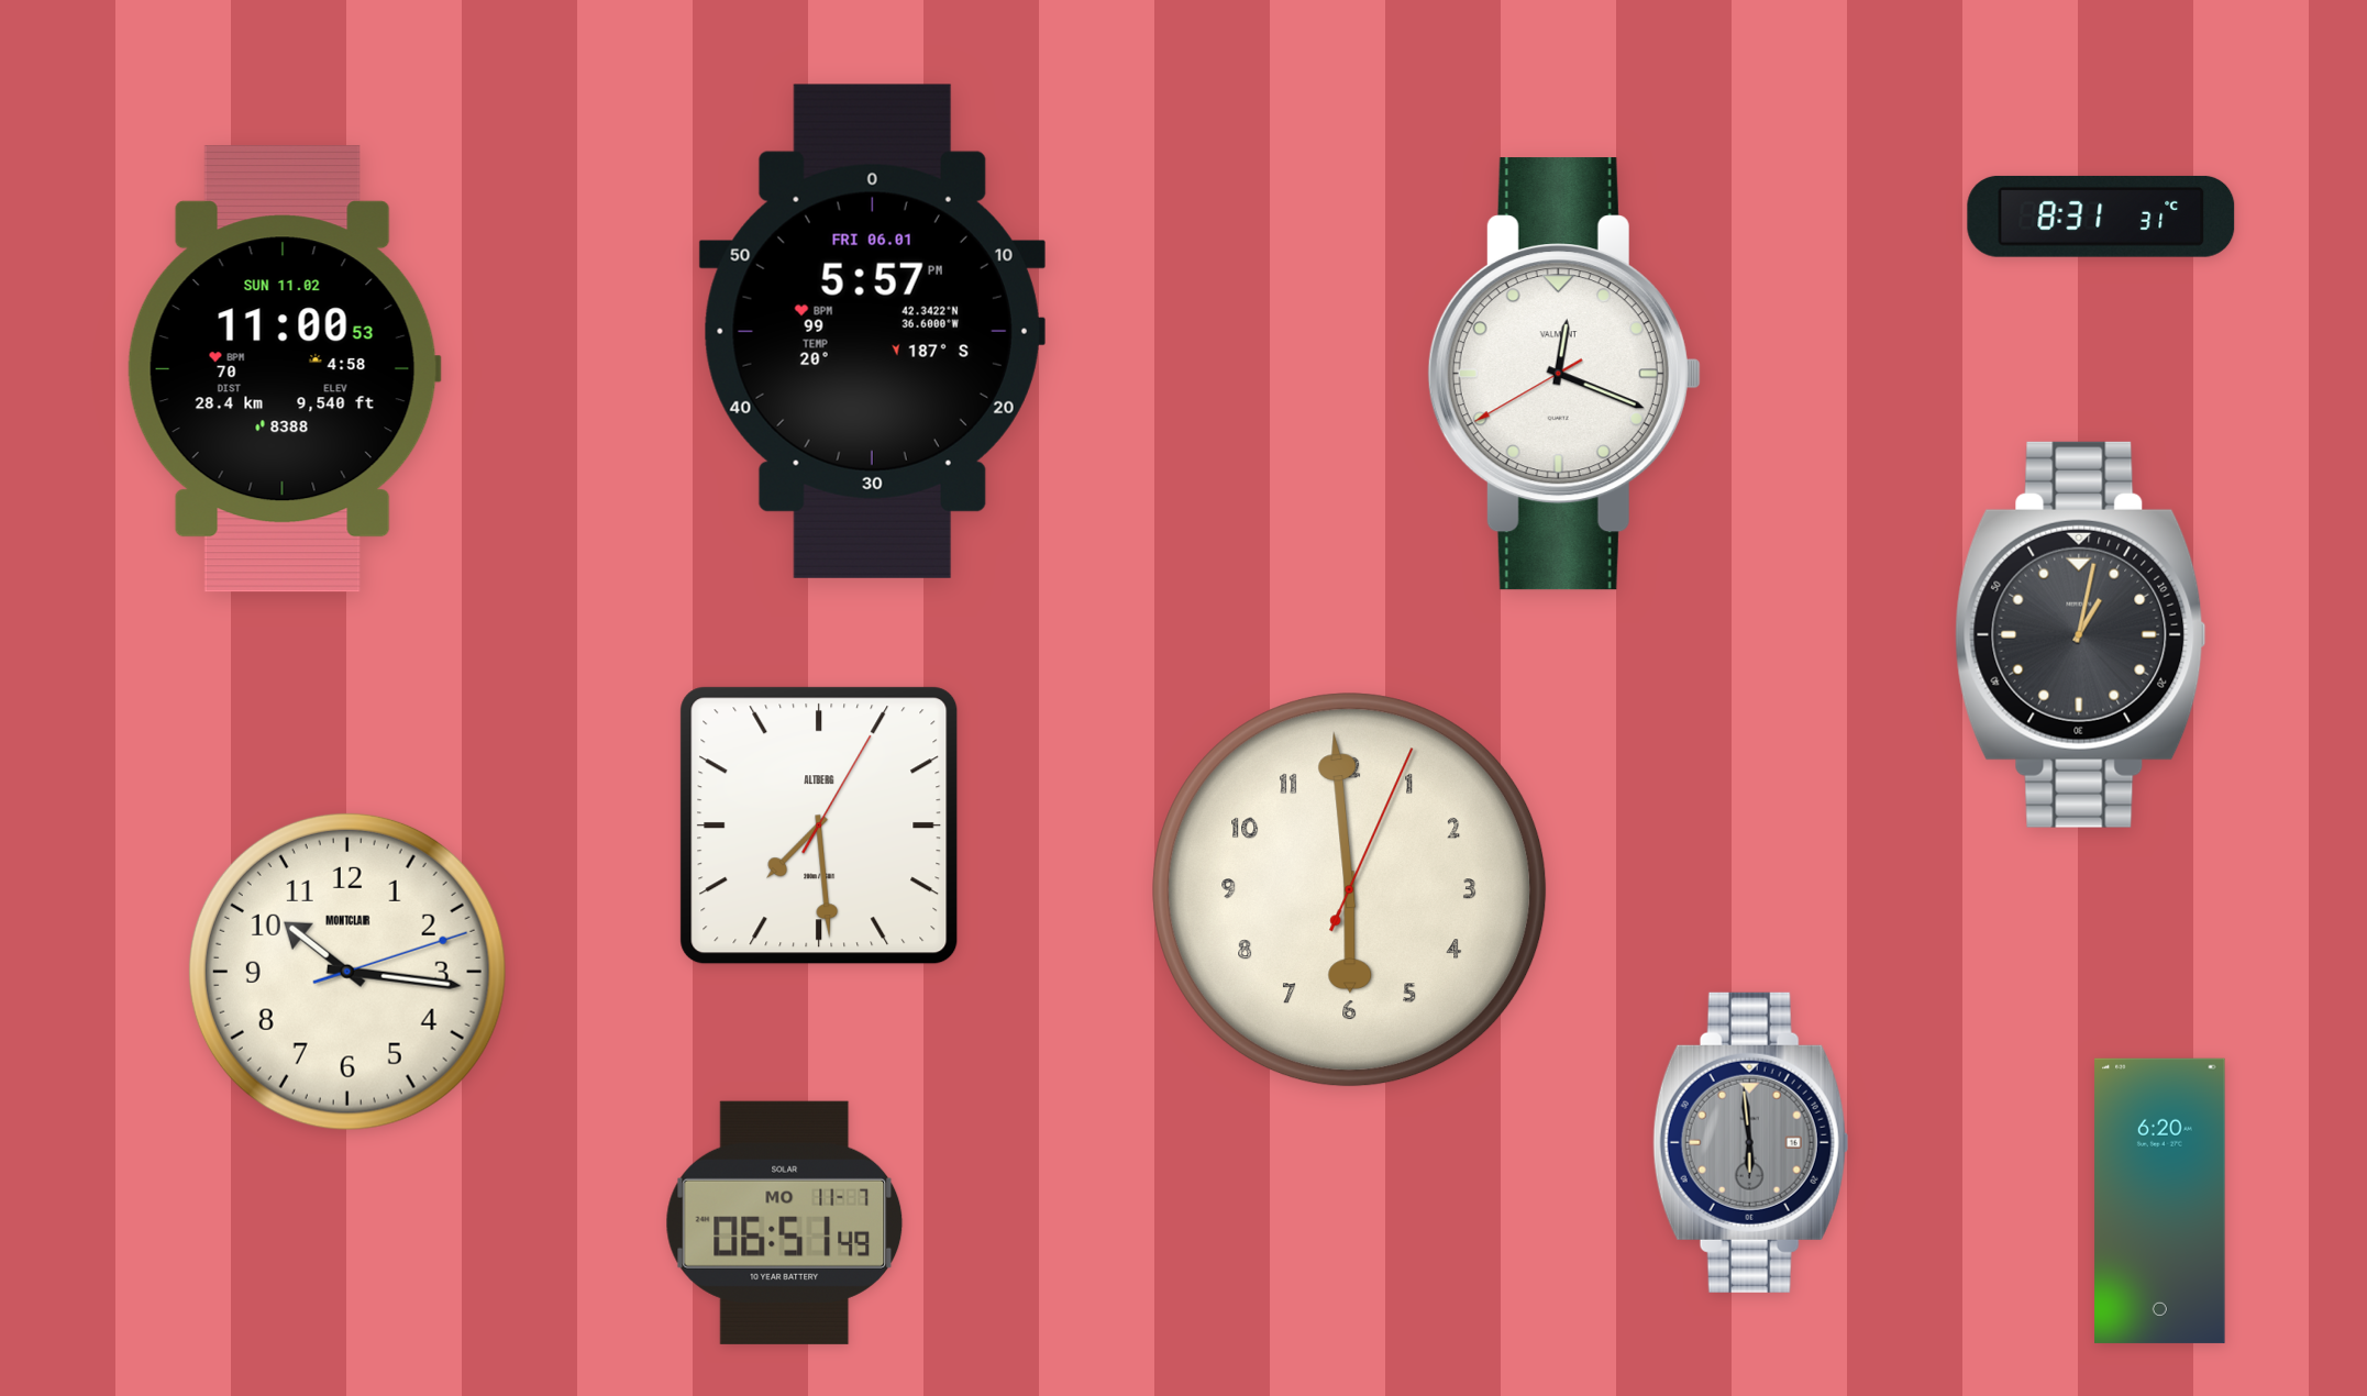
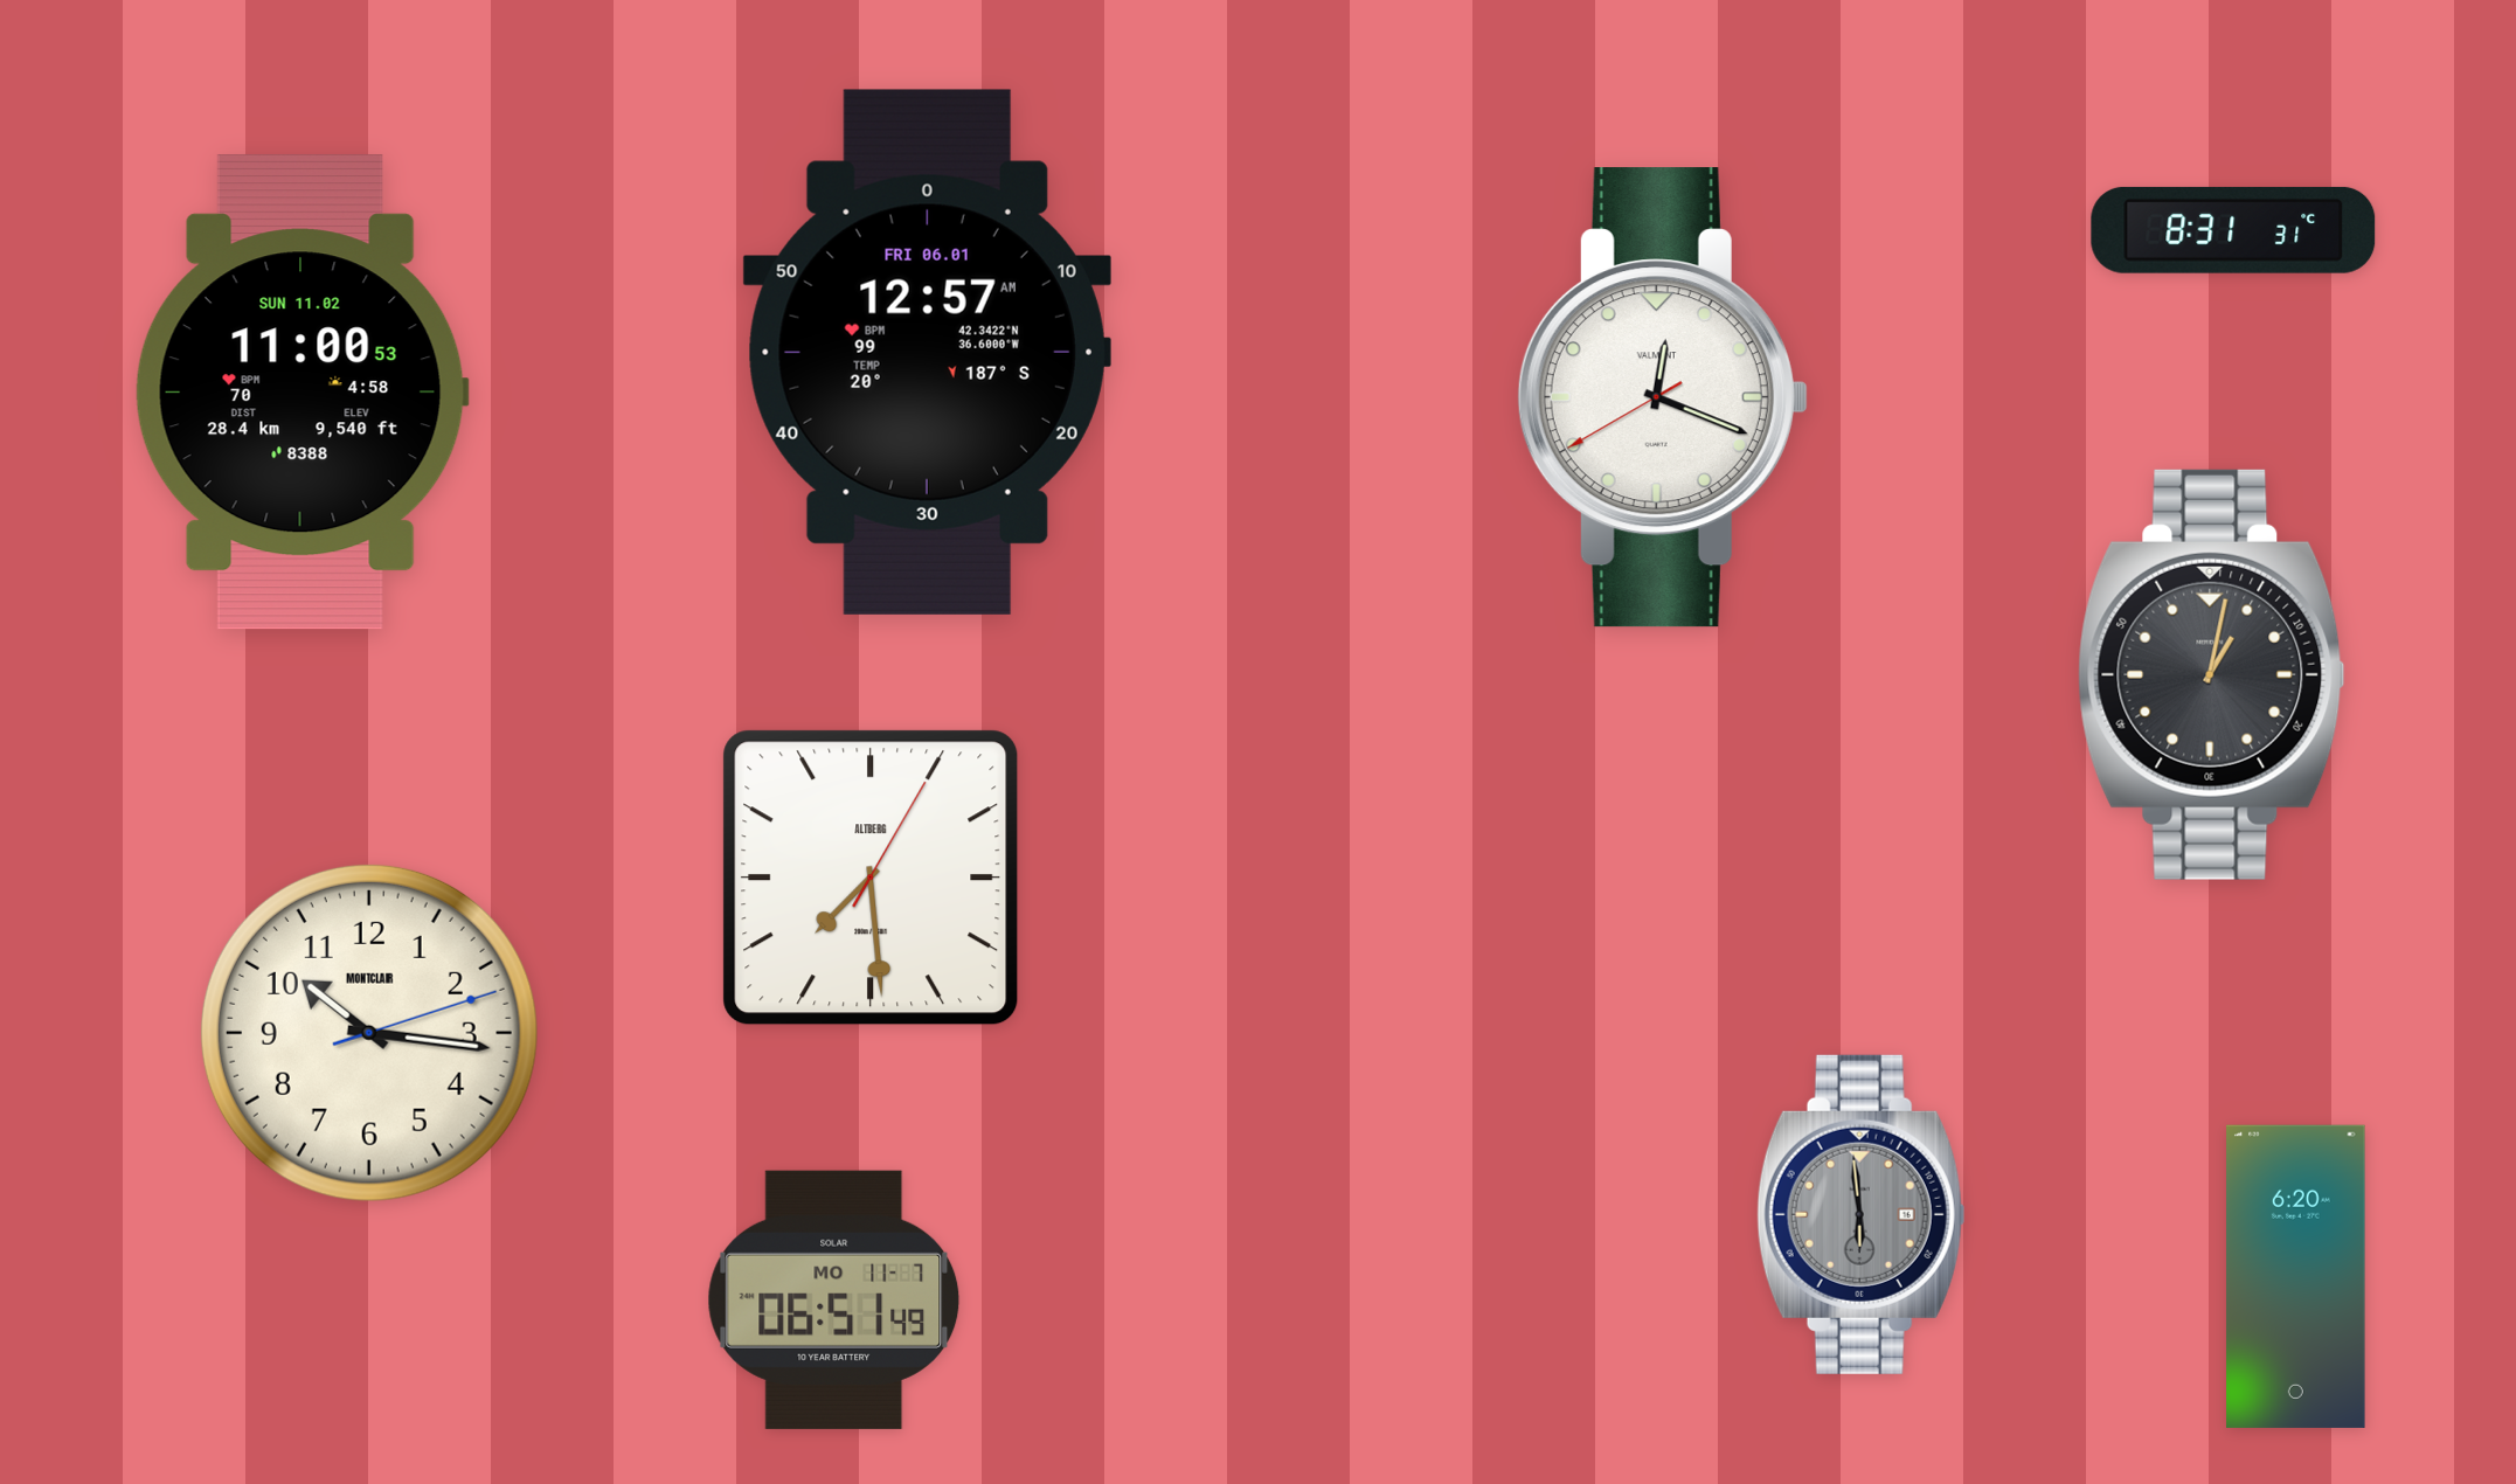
clock at (872, 331): 5:57 -> 12:57
clock at (1350, 890): 5:59 -> none
